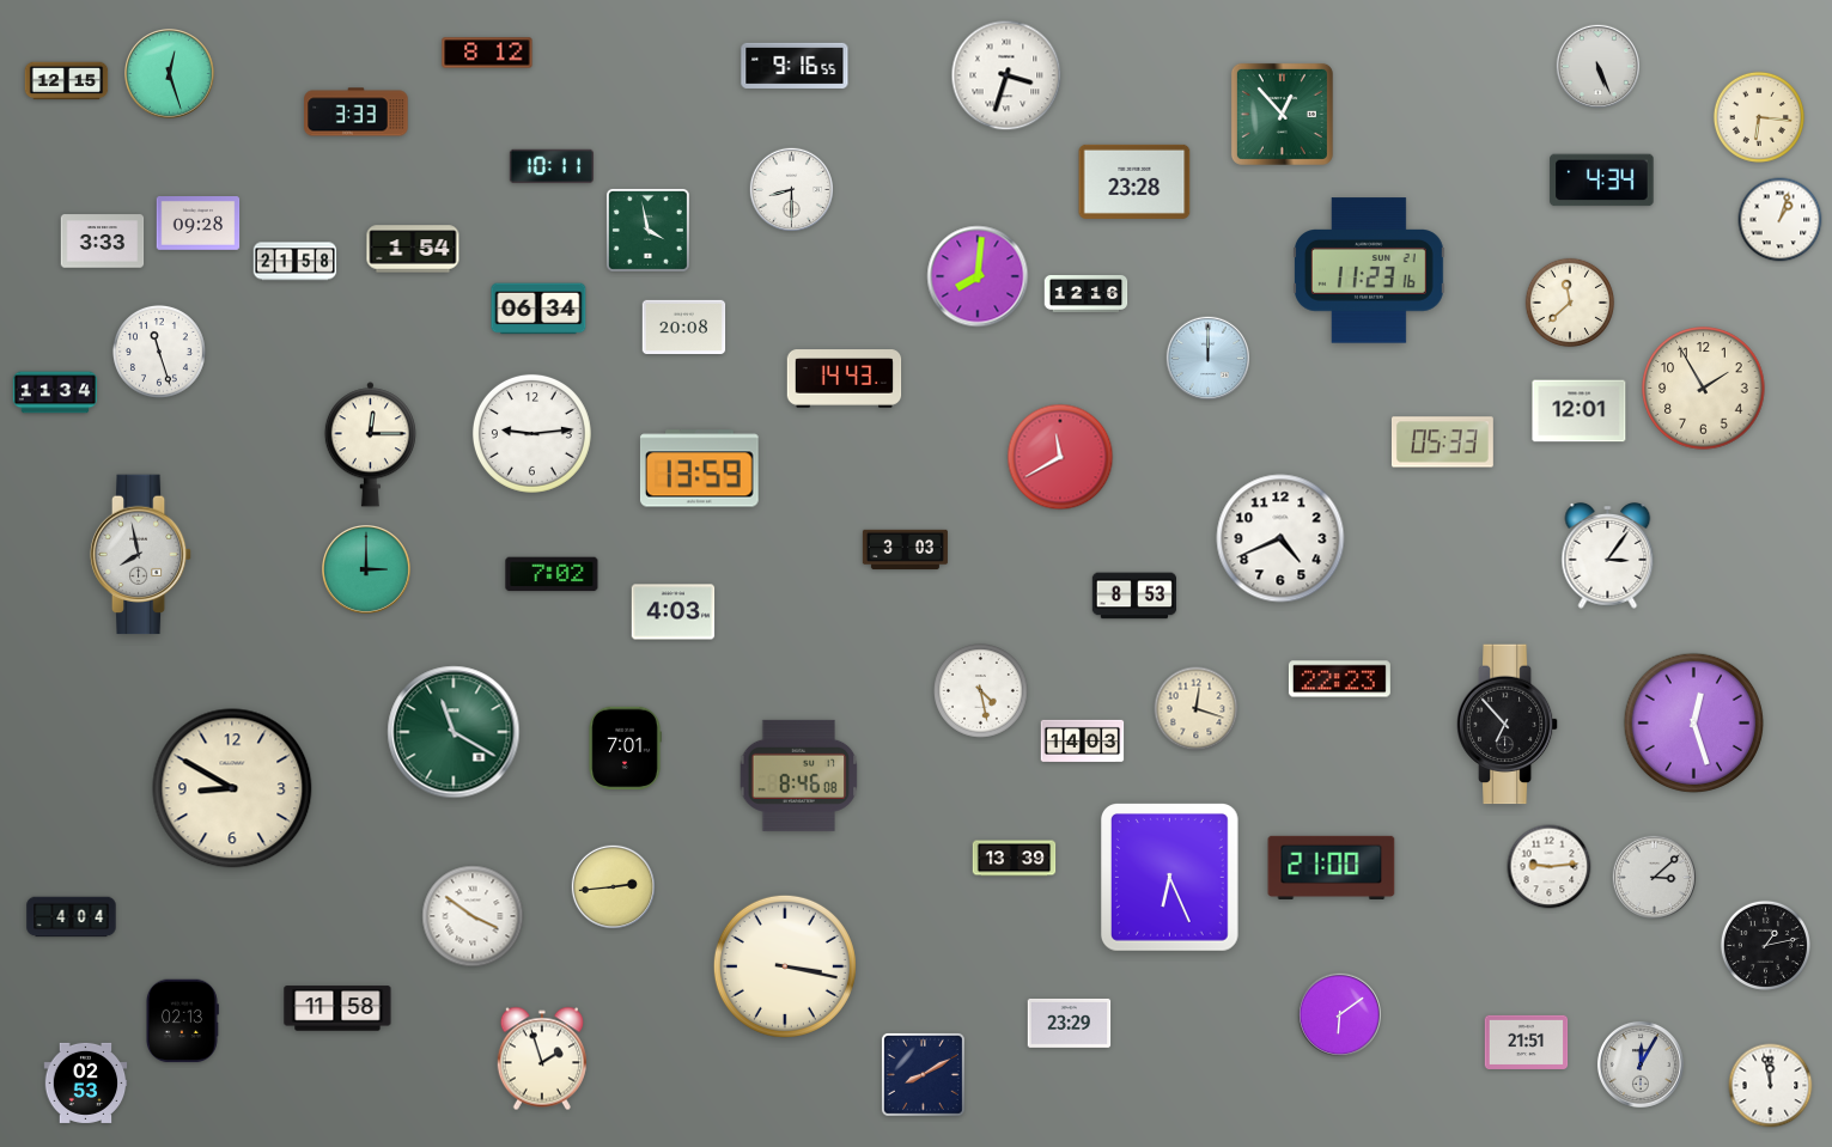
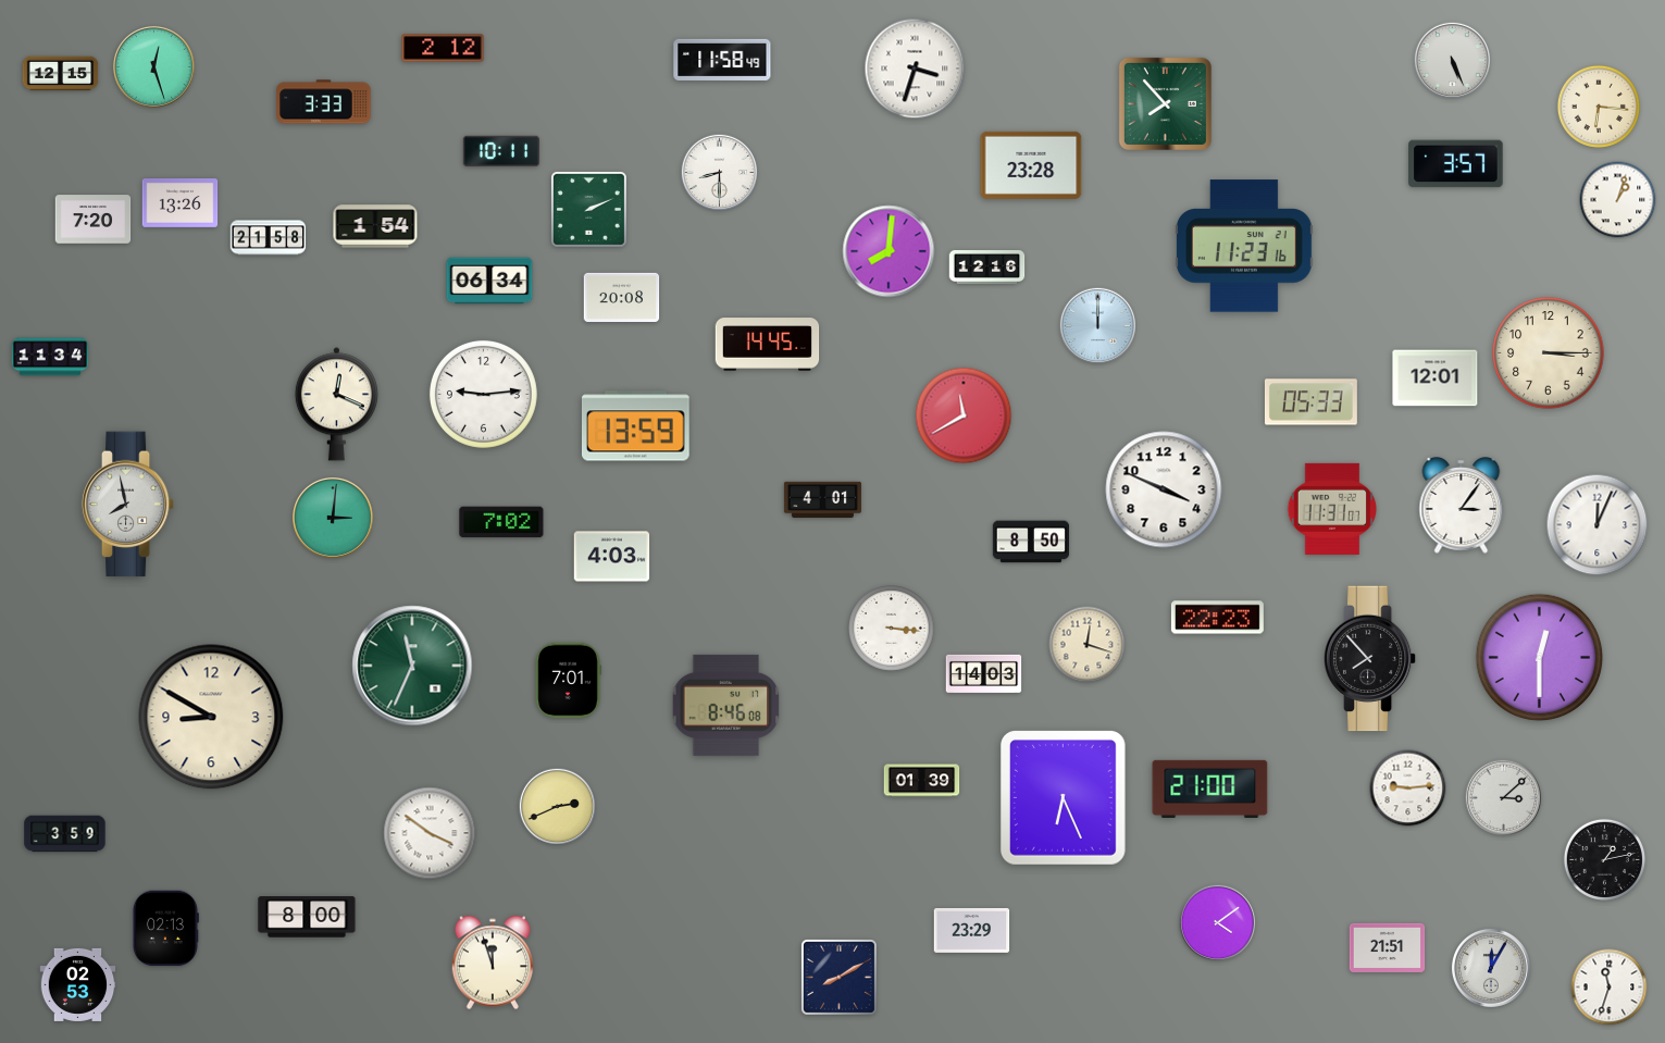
clock at (487, 53): 8:12 -> 2:12
clock at (795, 66): 9:16 -> 11:58
clock at (1282, 114): 12:53 -> 7:53
clock at (1602, 181): 4:34 -> 3:57
clock at (199, 224): 09:28 -> 13:26
clock at (647, 230): 3:58 -> 2:11
clock at (103, 242): 3:33 -> 7:20
clock at (1570, 303): 11:38 -> none
clock at (159, 352): 11:27 -> none
clock at (845, 379): 14:43 -> 14:45
clock at (1704, 389): 1:55 -> 3:15
clock at (1580, 411) position: (1580, 411) -> (1436, 378)
clock at (370, 445): 12:15 -> 12:19
clock at (1280, 538): 4:41 -> 3:49
clock at (905, 550): 3:03 -> 4:01
clock at (1331, 509): none -> 11:31
clock at (367, 571): 3:00 -> 3:01
clock at (1598, 525): none -> 12:04
clock at (1133, 596): 8:53 -> 8:50
clock at (981, 691): 4:28 -> 3:16
clock at (1694, 724): 12:27 -> 12:30
clock at (1508, 725): 6:53 -> 7:53
clock at (454, 732): 11:20 -> 11:34
clock at (1015, 859): 13:39 -> 01:39
clock at (613, 886): 2:44 -> 2:41
clock at (72, 917): 4:04 -> 3:59
clock at (785, 966): 3:17 -> none
clock at (337, 1008): 11:58 -> 8:00
clock at (1339, 1014): 6:09 -> 4:09
clock at (541, 1058): 1:57 -> 11:57
clock at (1771, 1086): 11:58 -> 11:33
